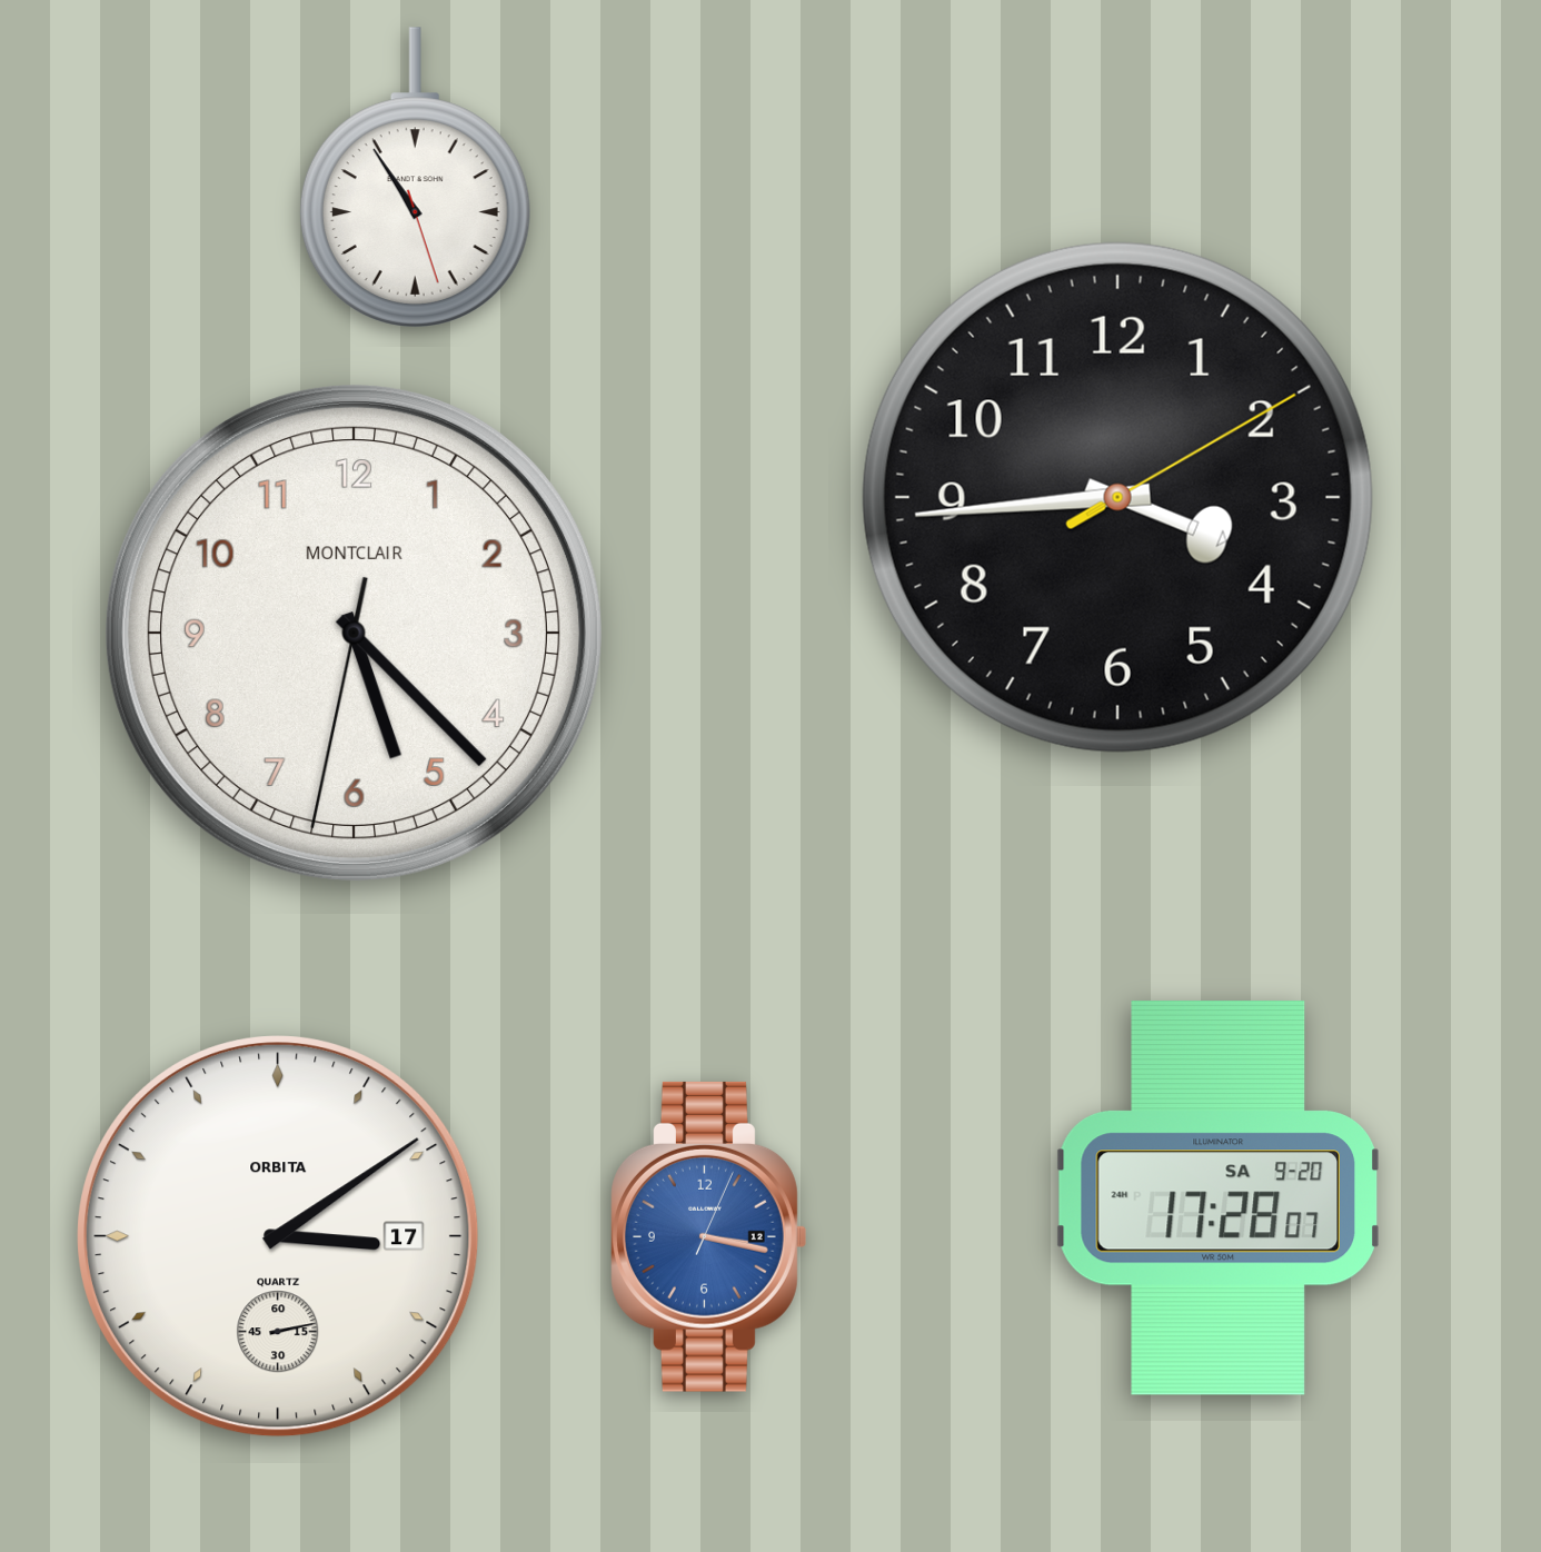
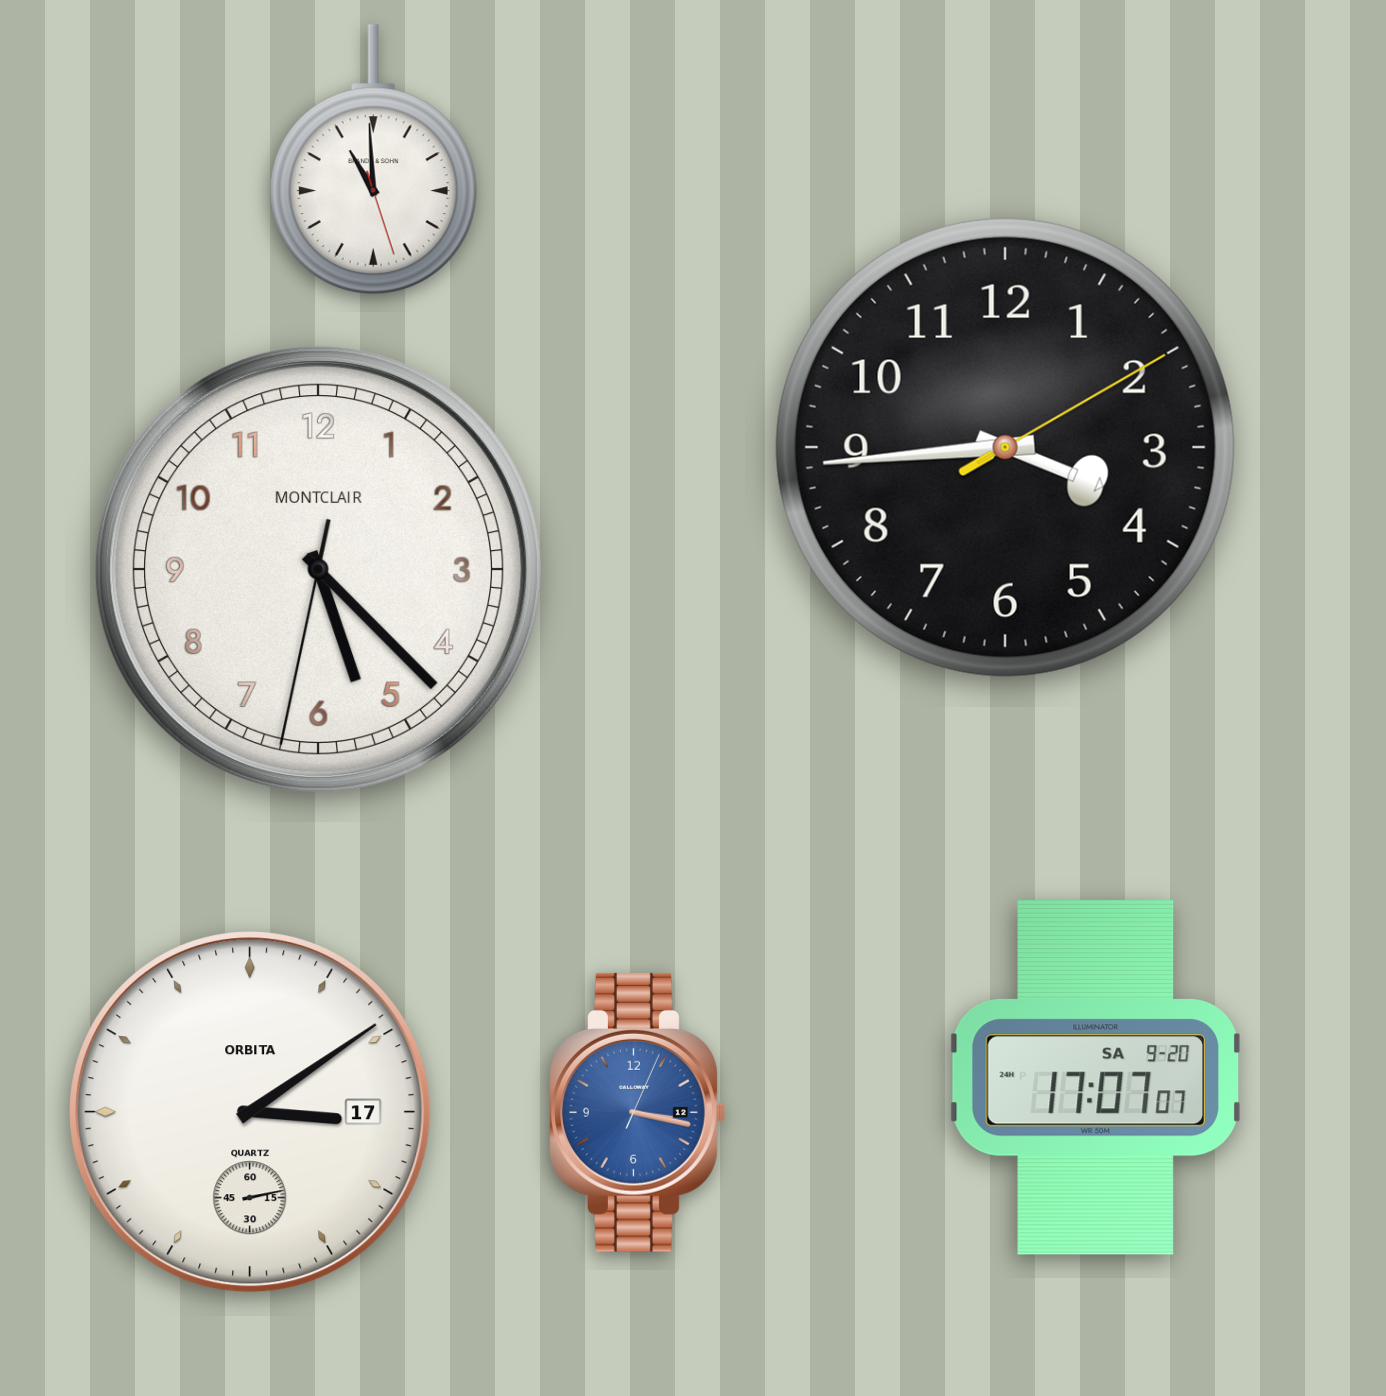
clock at (415, 178): 10:54 -> 10:59
clock at (1217, 1197): 17:28 -> 17:07
